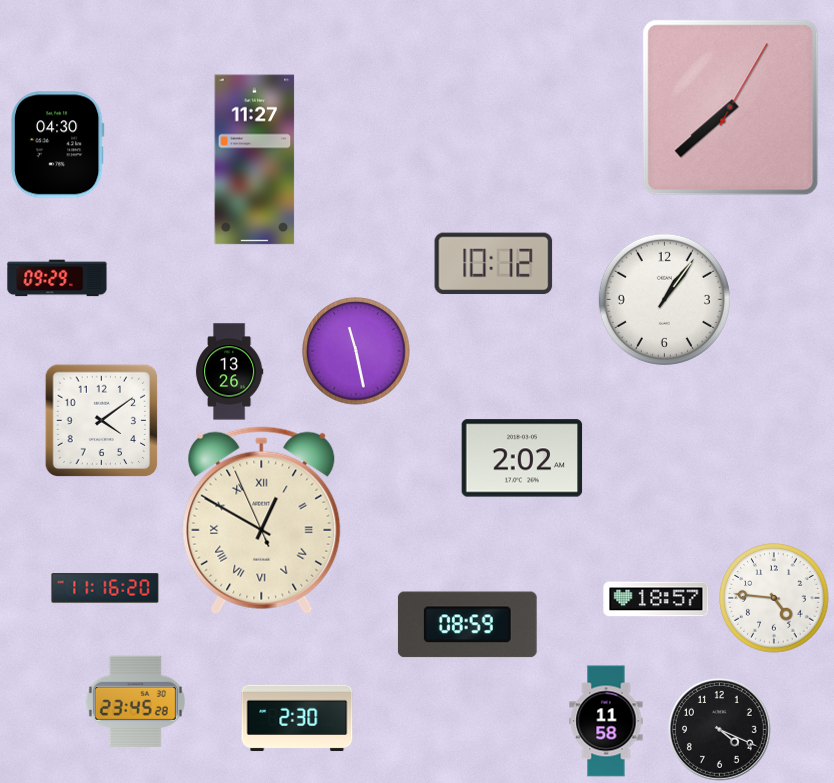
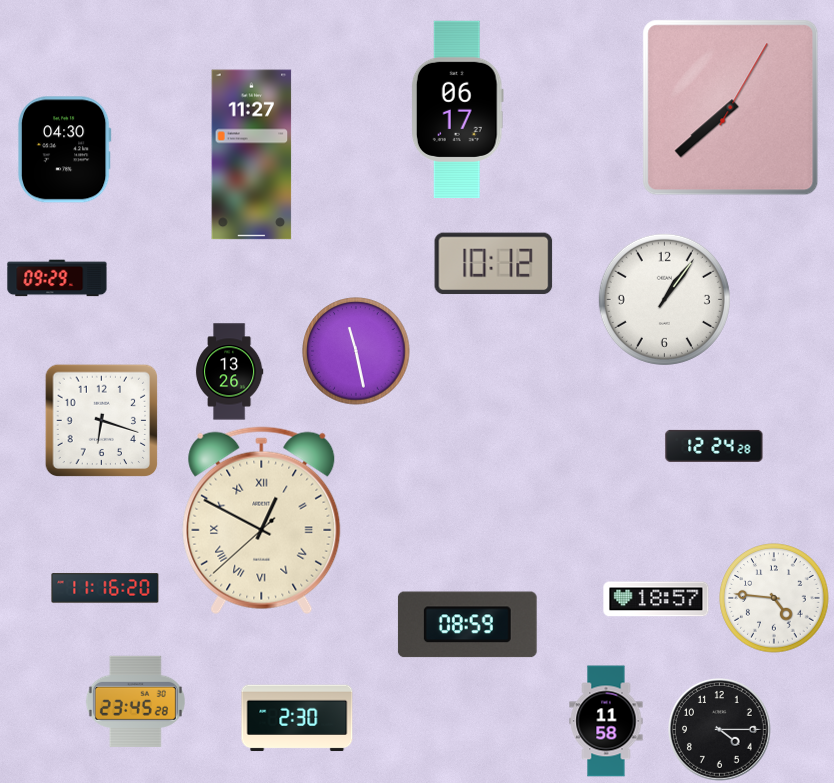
clock at (457, 109): none -> 06:17
clock at (57, 145) position: (57, 145) -> (64, 150)
clock at (255, 160) position: (255, 160) -> (252, 155)
clock at (101, 420): 4:09 -> 6:18
clock at (714, 446): none -> 12:24
clock at (522, 458): 2:02 -> none
clock at (262, 521): 12:49:56 -> 12:49:38
clock at (720, 730): 4:19 -> 4:15
